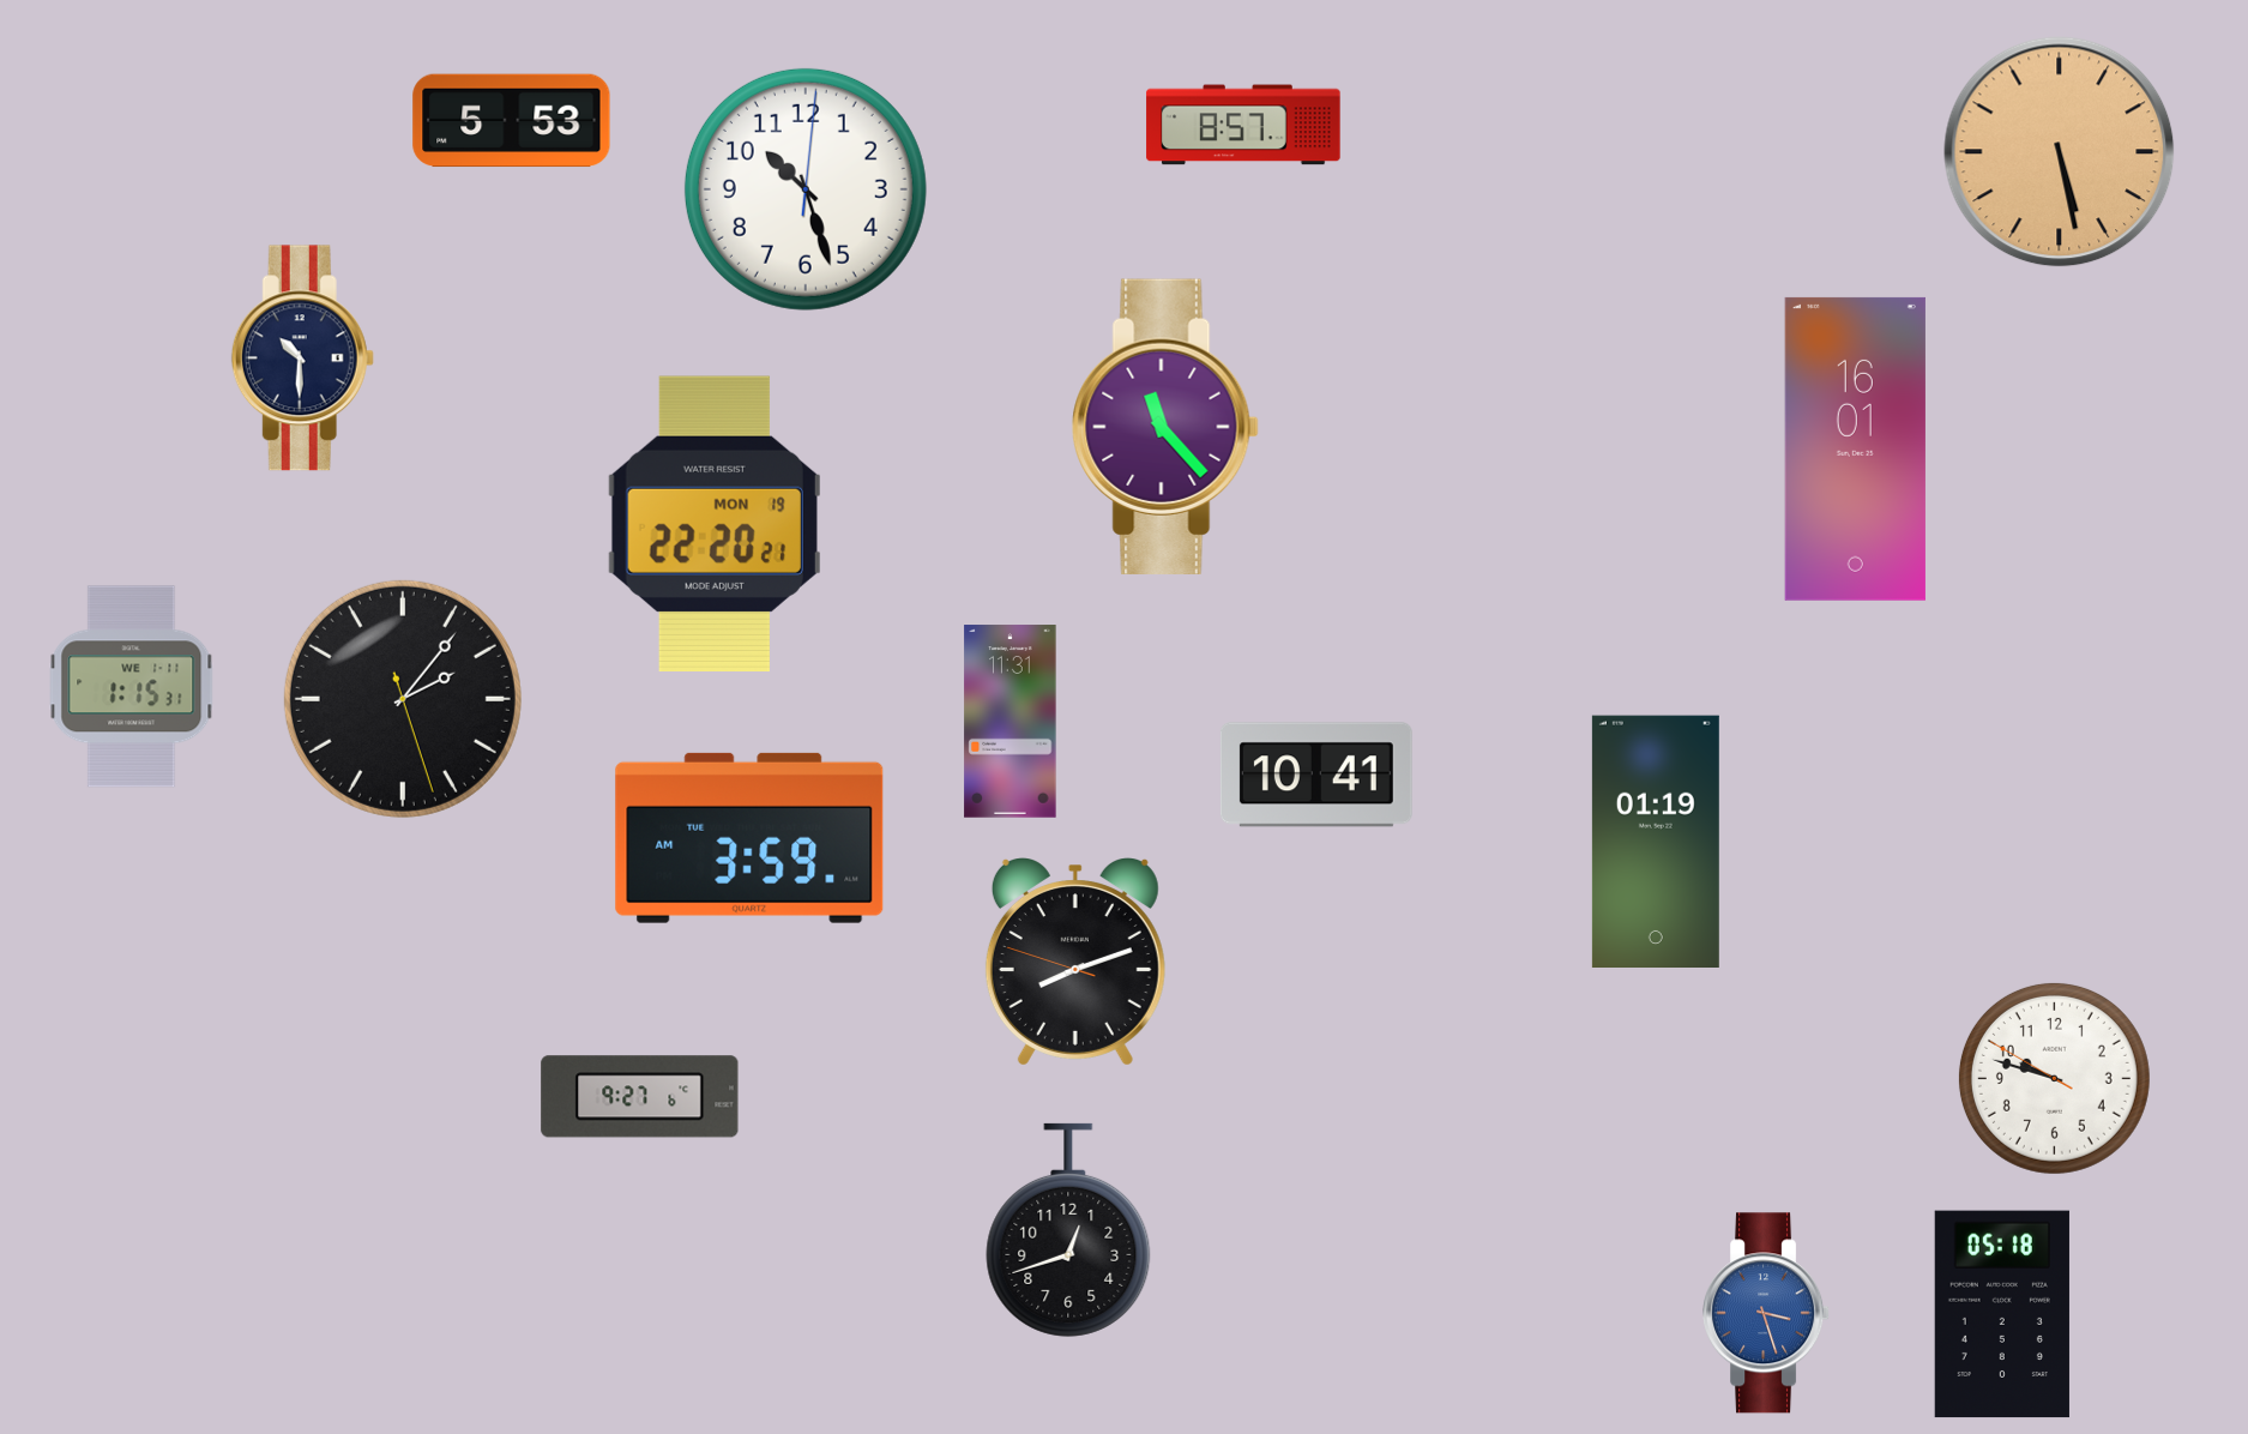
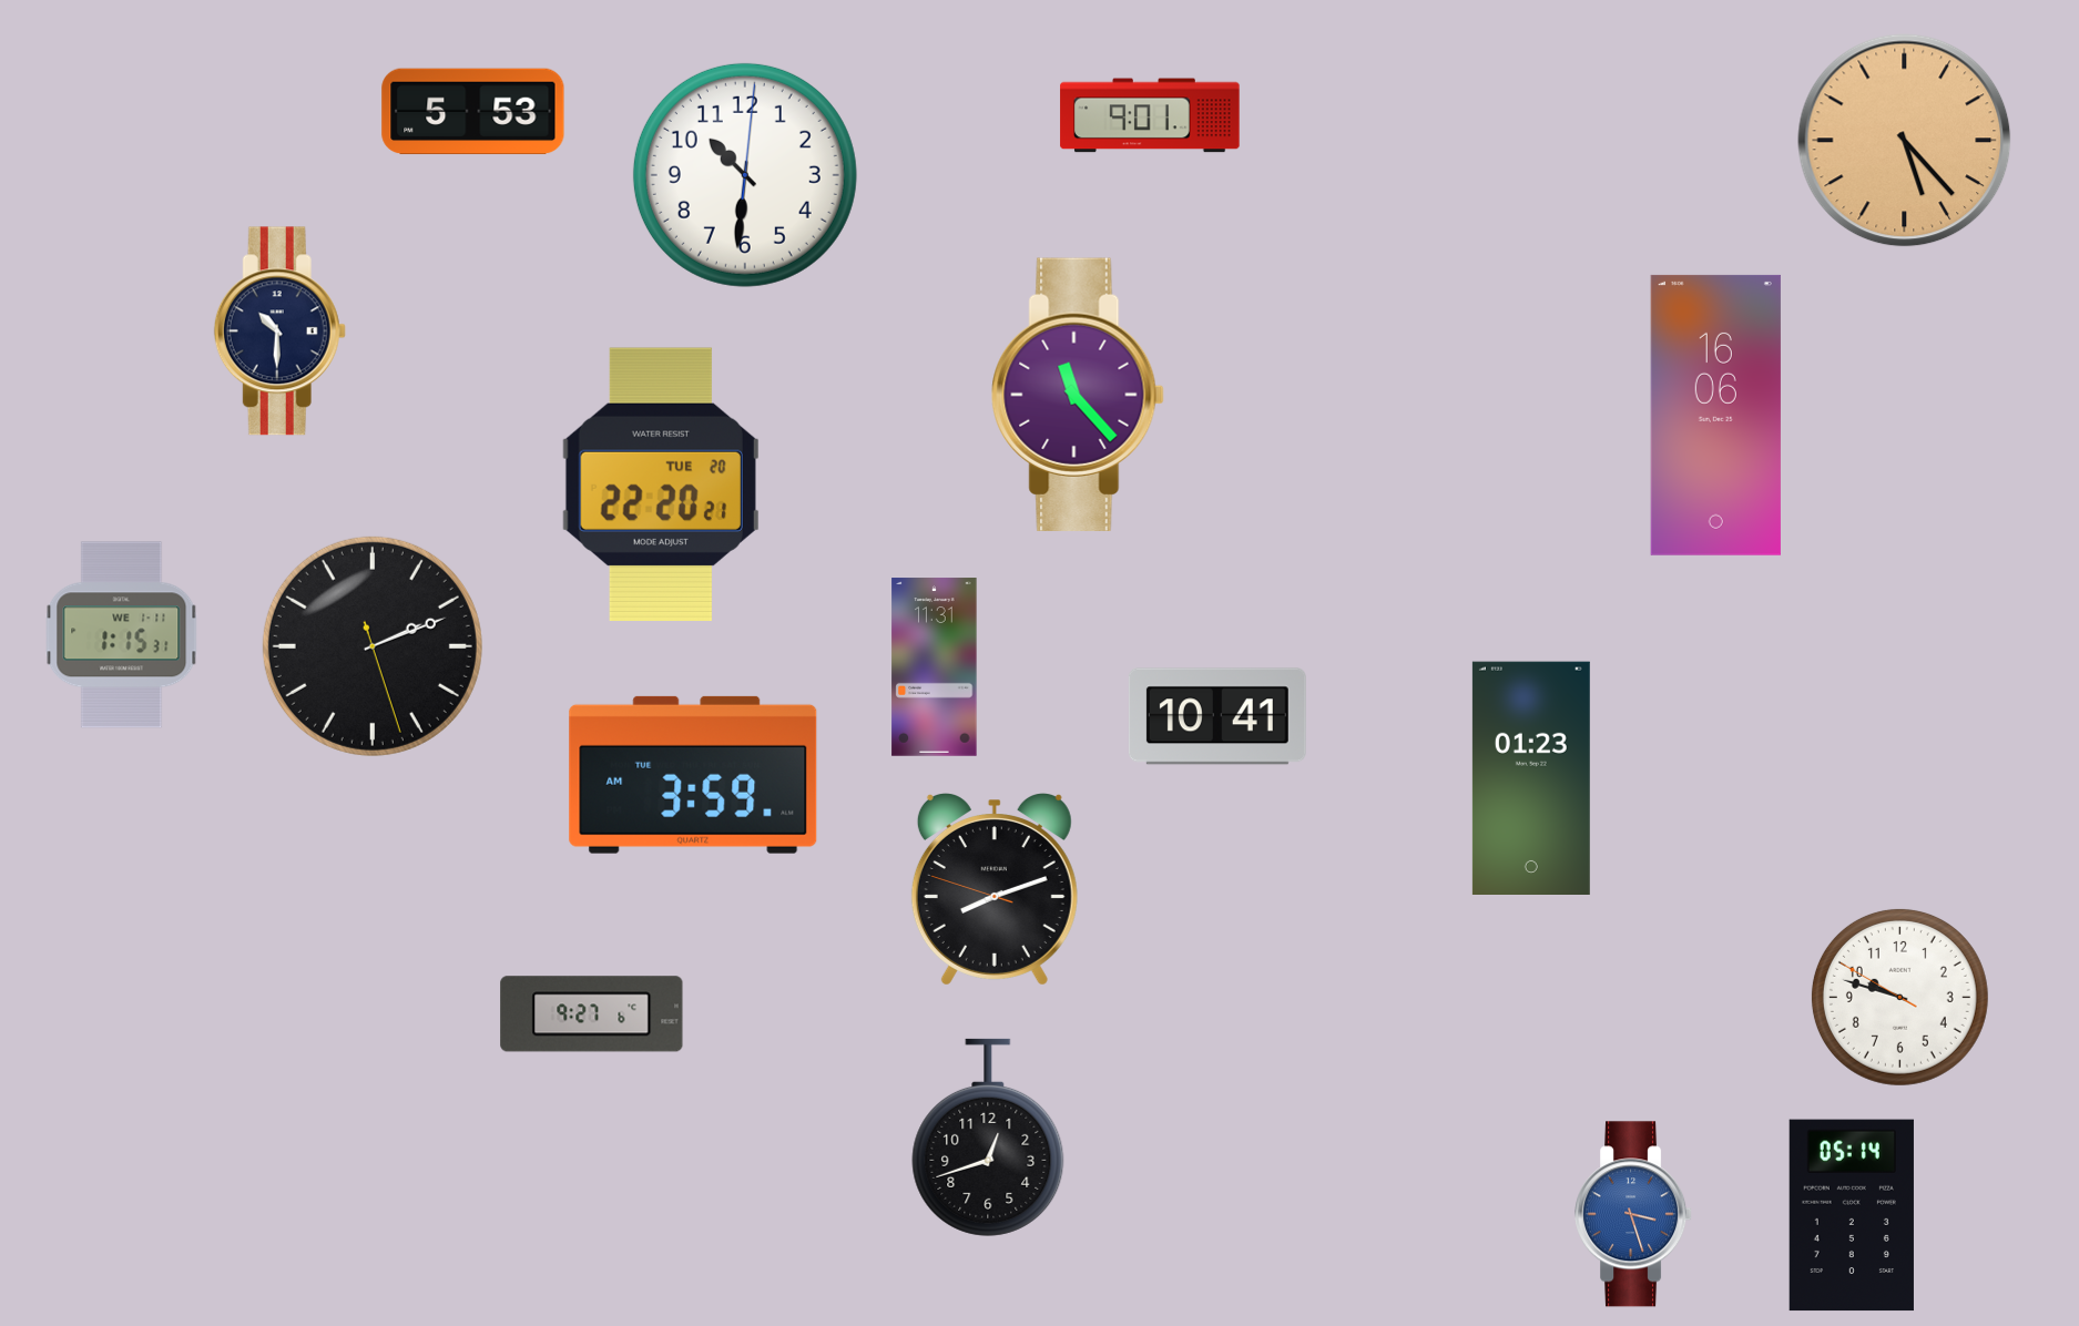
clock at (1243, 125): 8:57 -> 9:01
clock at (2060, 152): 5:28 -> 5:23
clock at (806, 189): 10:27 -> 10:31
clock at (1855, 448): 16:01 -> 16:06
clock at (715, 523) date: MON 19 -> TUE 20
clock at (403, 699): 2:06 -> 2:11
clock at (1656, 840): 01:19 -> 01:23
clock at (2002, 1314): 05:18 -> 05:14
